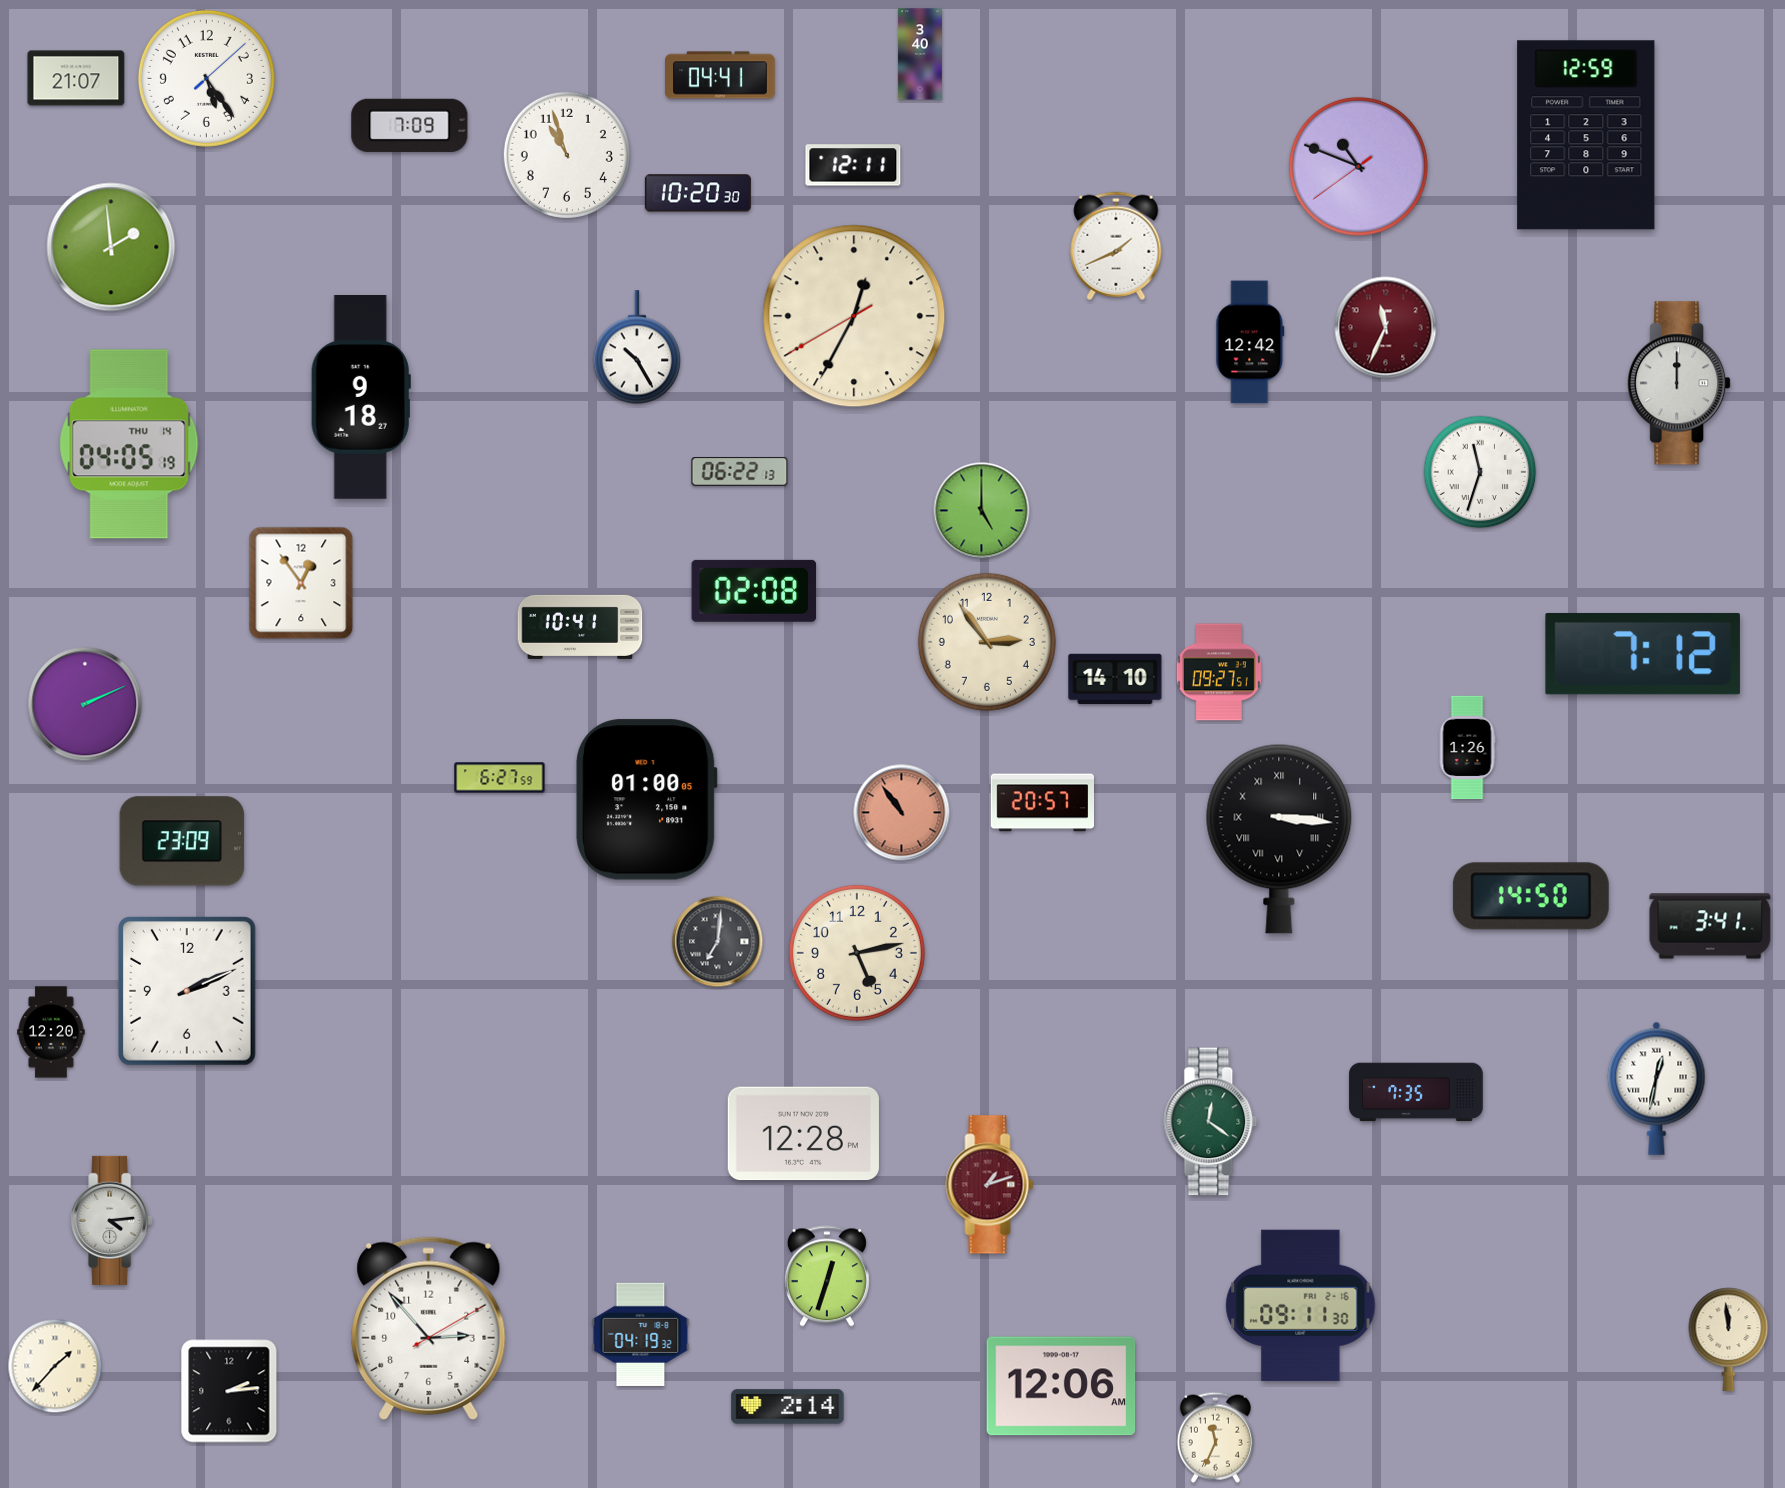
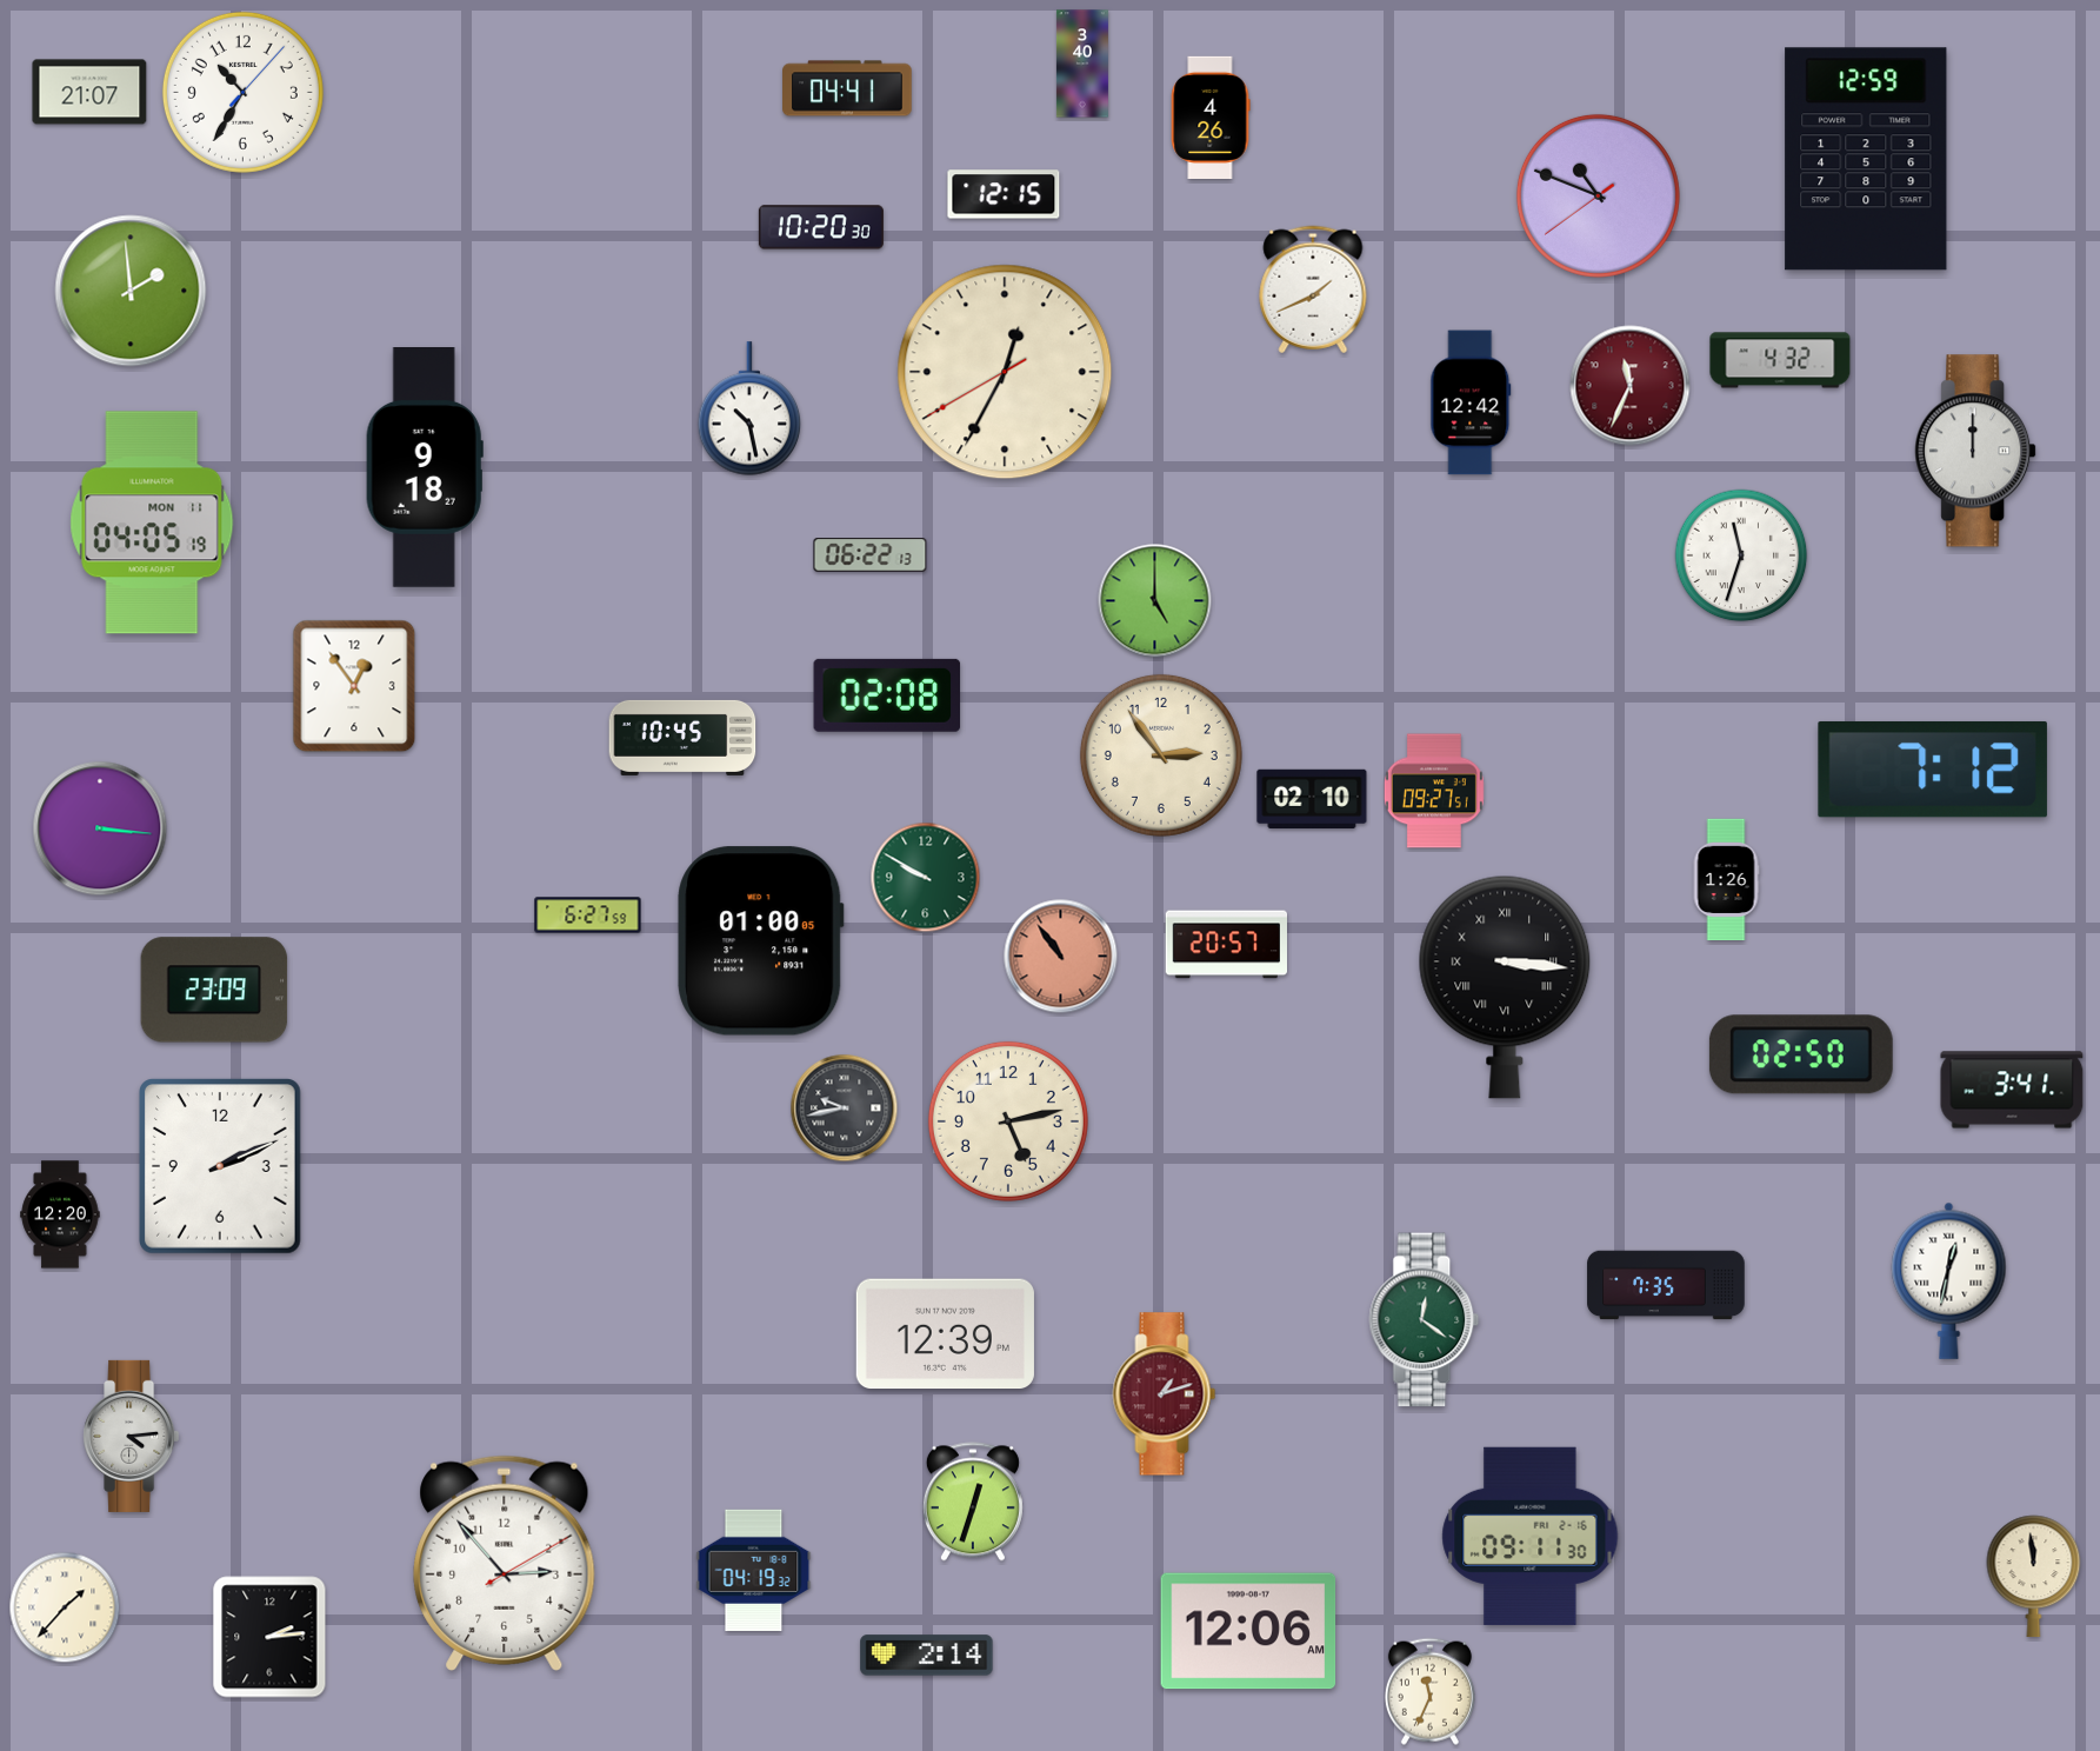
clock at (206, 78): 5:24 -> 10:35
clock at (1211, 116): none -> 4:26
clock at (410, 125): 7:09 -> none
clock at (567, 155): 10:57 -> none
clock at (853, 165): 12:11 -> 12:15
clock at (1780, 360): none -> 4:32
clock at (637, 347): 10:25 -> 10:28
clock at (129, 444) date: THU 14 -> MON 11
clock at (580, 627): 10:41 -> 10:45
clock at (1115, 678): 14:10 -> 02:10
clock at (85, 704): 2:11 -> 3:16
clock at (926, 878): none -> 9:50
clock at (1531, 896): 14:50 -> 02:50
clock at (718, 942): 7:01 -> 9:43
clock at (803, 1134): 12:28 -> 12:39
